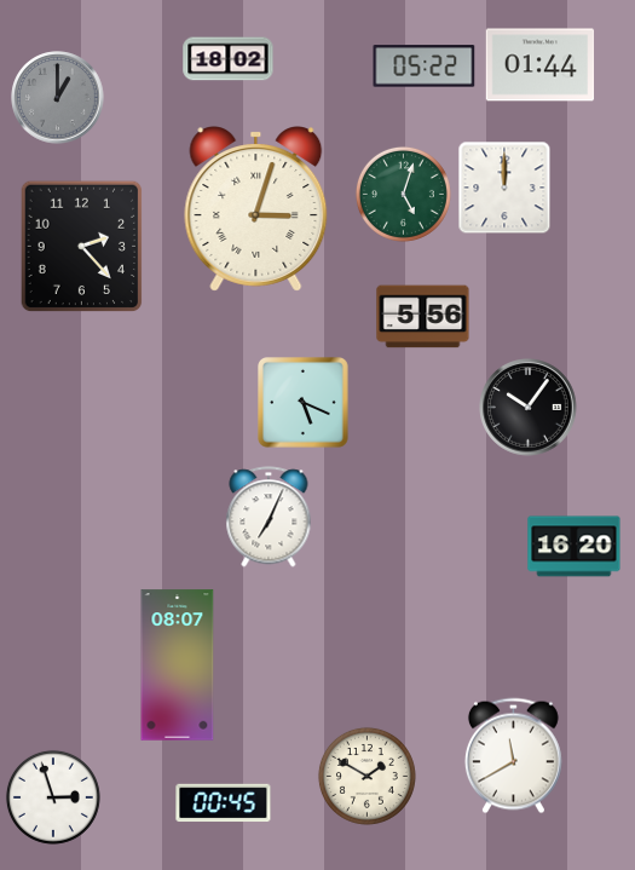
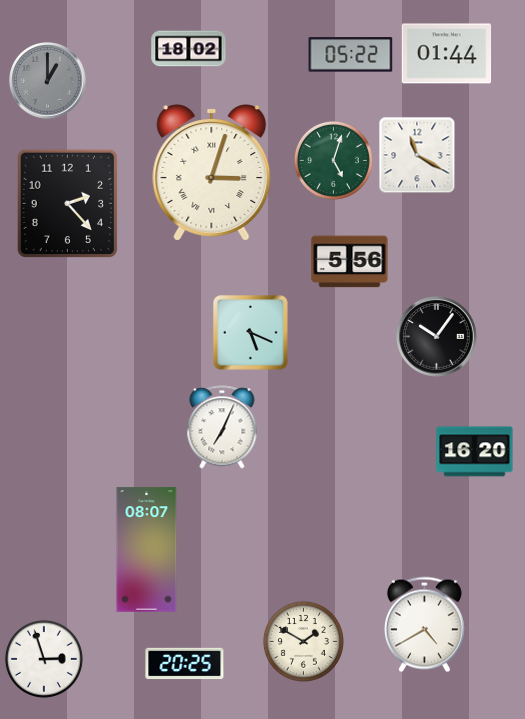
clock at (504, 188): 12:00 -> 11:20
clock at (513, 756): 11:40 -> 4:40
clock at (224, 803): 00:45 -> 20:25
